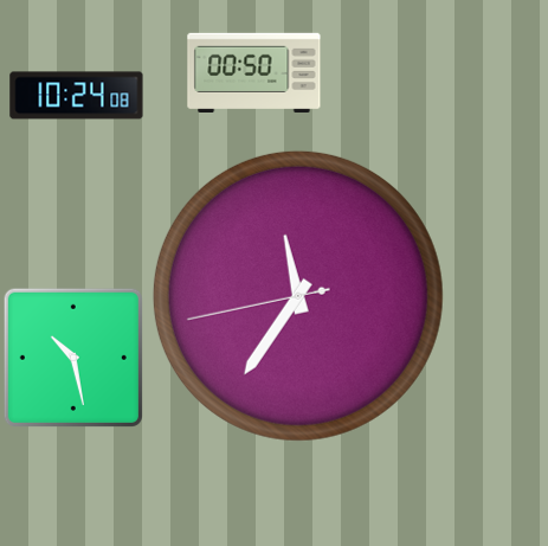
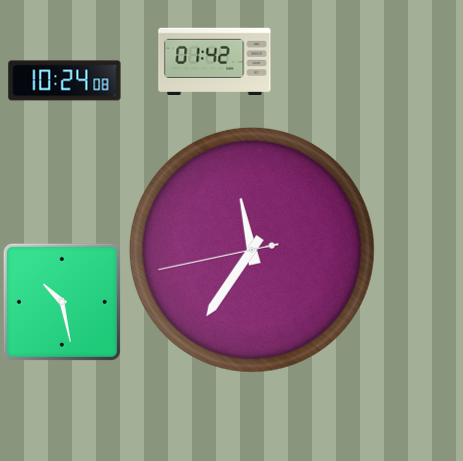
clock at (254, 72): 00:50 -> 01:42
